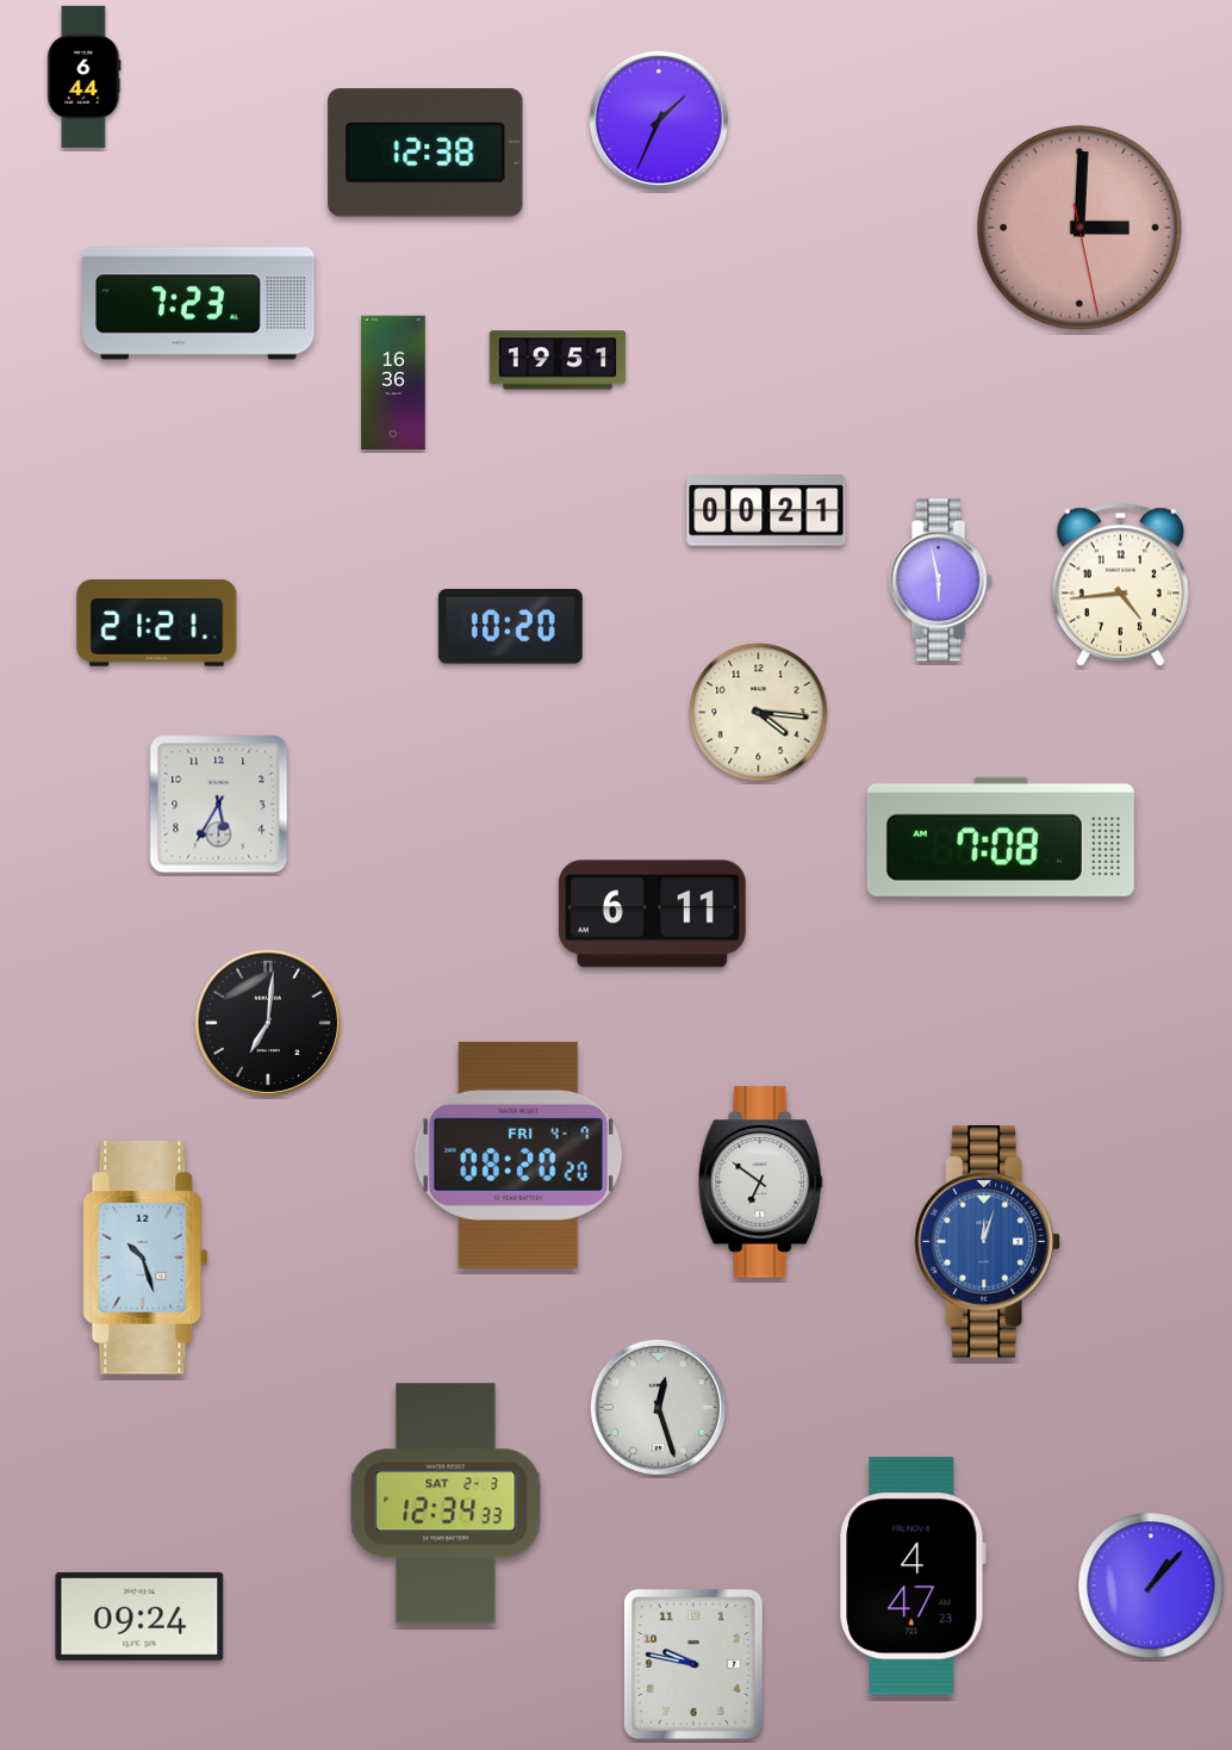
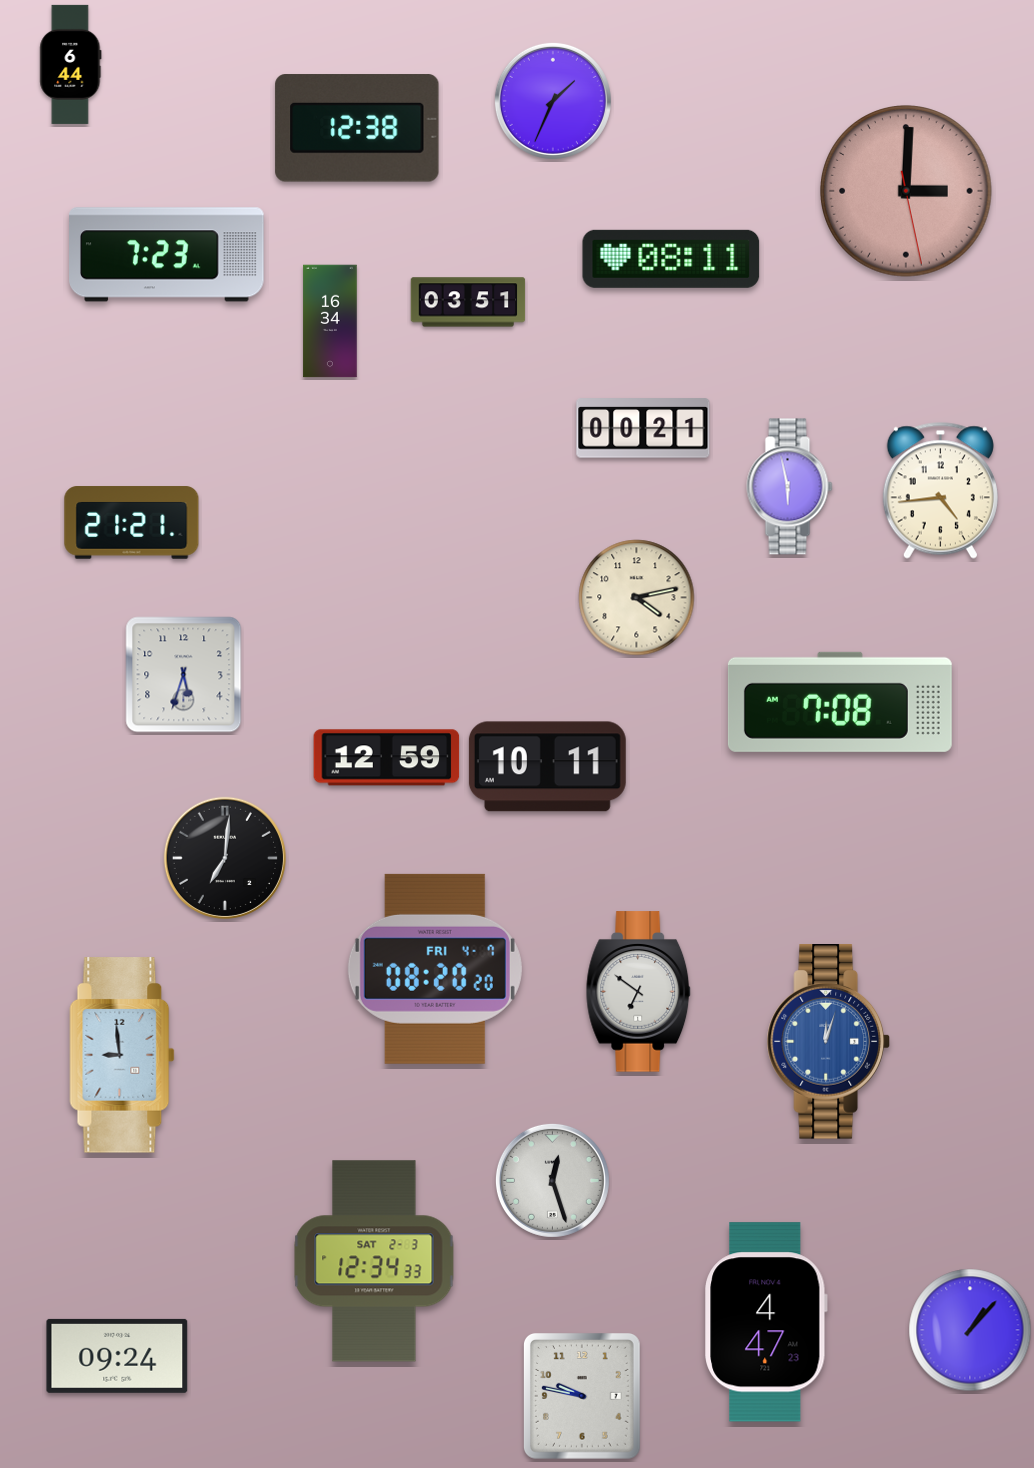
clock at (671, 259): none -> 08:11
clock at (558, 360): 19:51 -> 03:51
clock at (393, 383): 16:36 -> 16:34
clock at (510, 627): 10:20 -> none
clock at (759, 713): 4:16 -> 4:13
clock at (219, 805): 5:35 -> 5:33
clock at (387, 758): none -> 12:59
clock at (652, 914): 6:11 -> 10:11
clock at (145, 1258): 10:27 -> 8:59
clock at (1151, 1585) position: (1151, 1585) -> (970, 1330)
